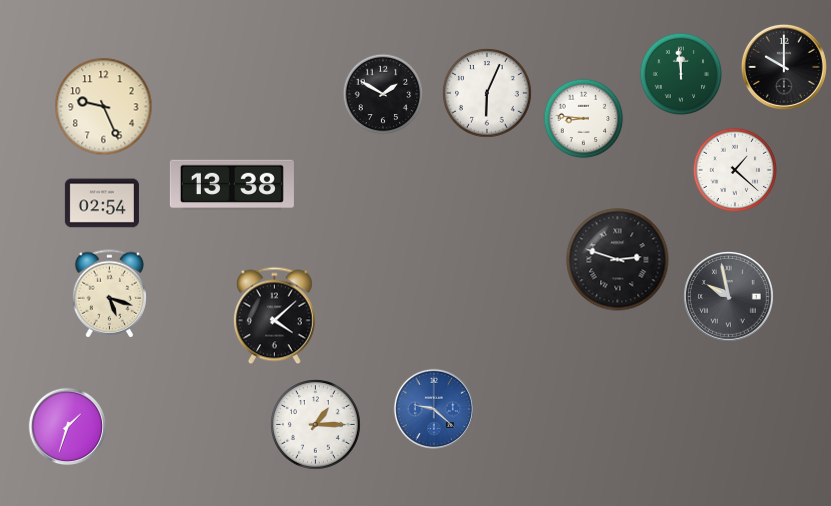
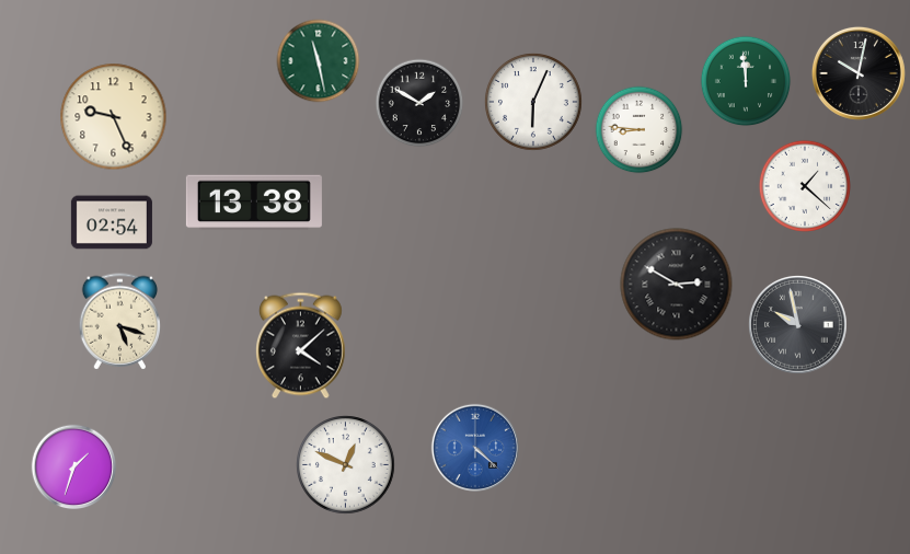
clock at (319, 61): none -> 11:28
clock at (784, 67): 10:00 -> 10:02
clock at (618, 260): 2:48 -> 2:50
clock at (434, 409): 9:22 -> 4:22
clock at (316, 425): 1:15 -> 12:49
